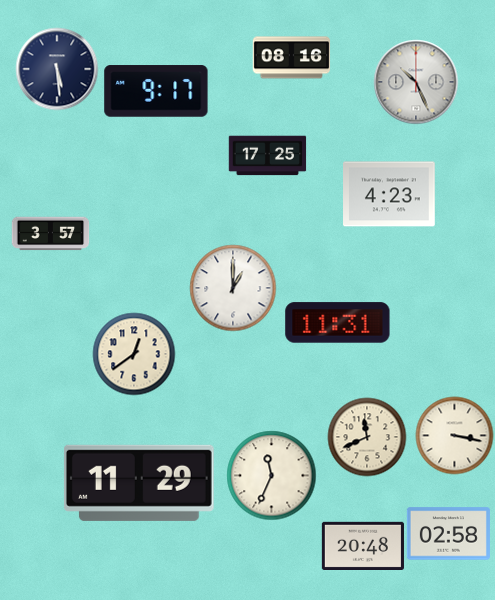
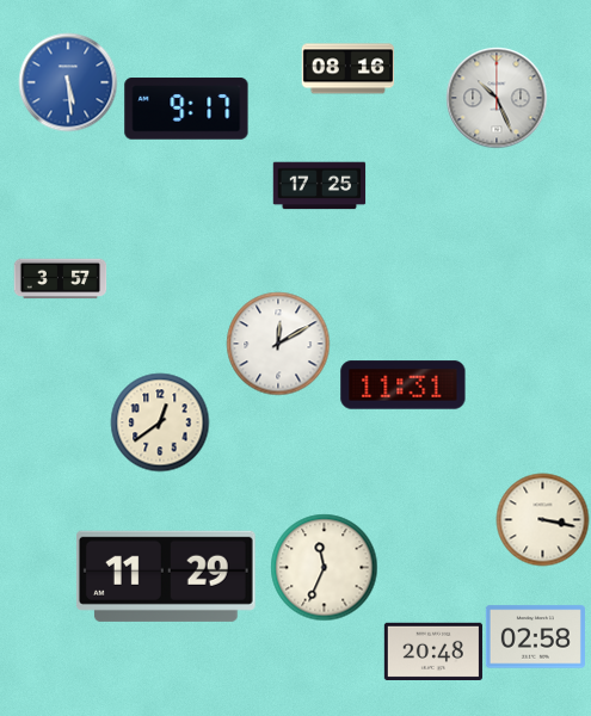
clock at (57, 69) dial: navy -> blue
clock at (390, 194): 4:23 -> none
clock at (233, 288): 1:00 -> 12:10
clock at (367, 437): 11:41 -> none
